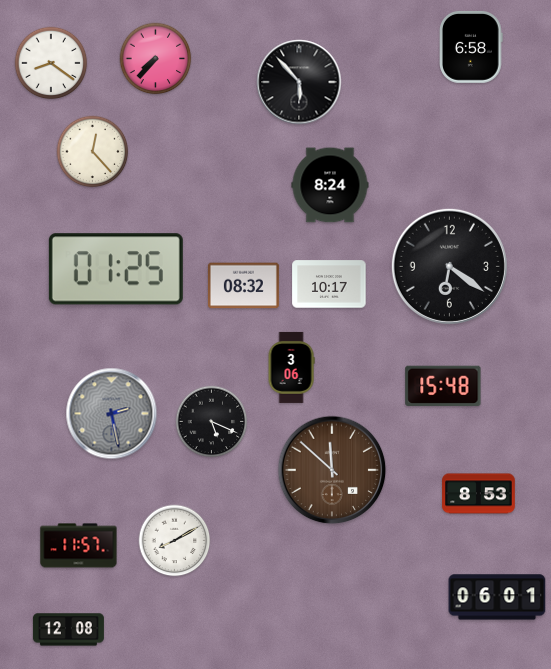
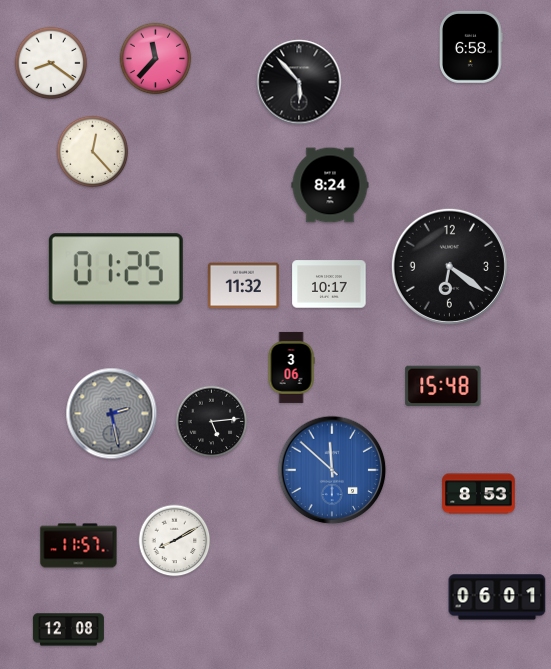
clock at (156, 59): 7:37 -> 11:37
clock at (243, 286): 08:32 -> 11:32
clock at (212, 422): 5:19 -> 5:14
clock at (332, 470) dial: brown -> blue
